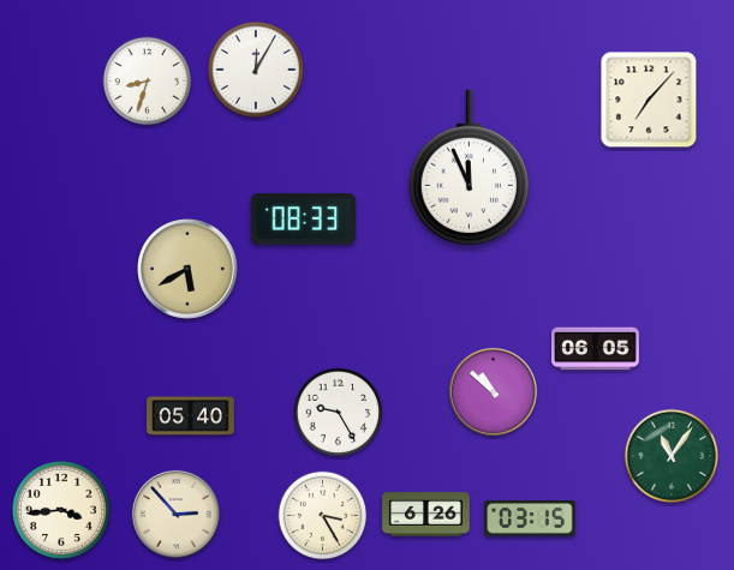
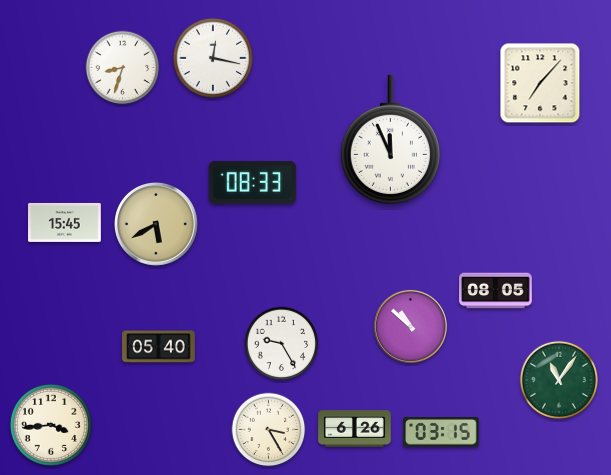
clock at (256, 70): 12:05 -> 12:17
clock at (65, 222): none -> 15:45
clock at (596, 349): 06:05 -> 08:05
clock at (175, 514): 2:53 -> none
